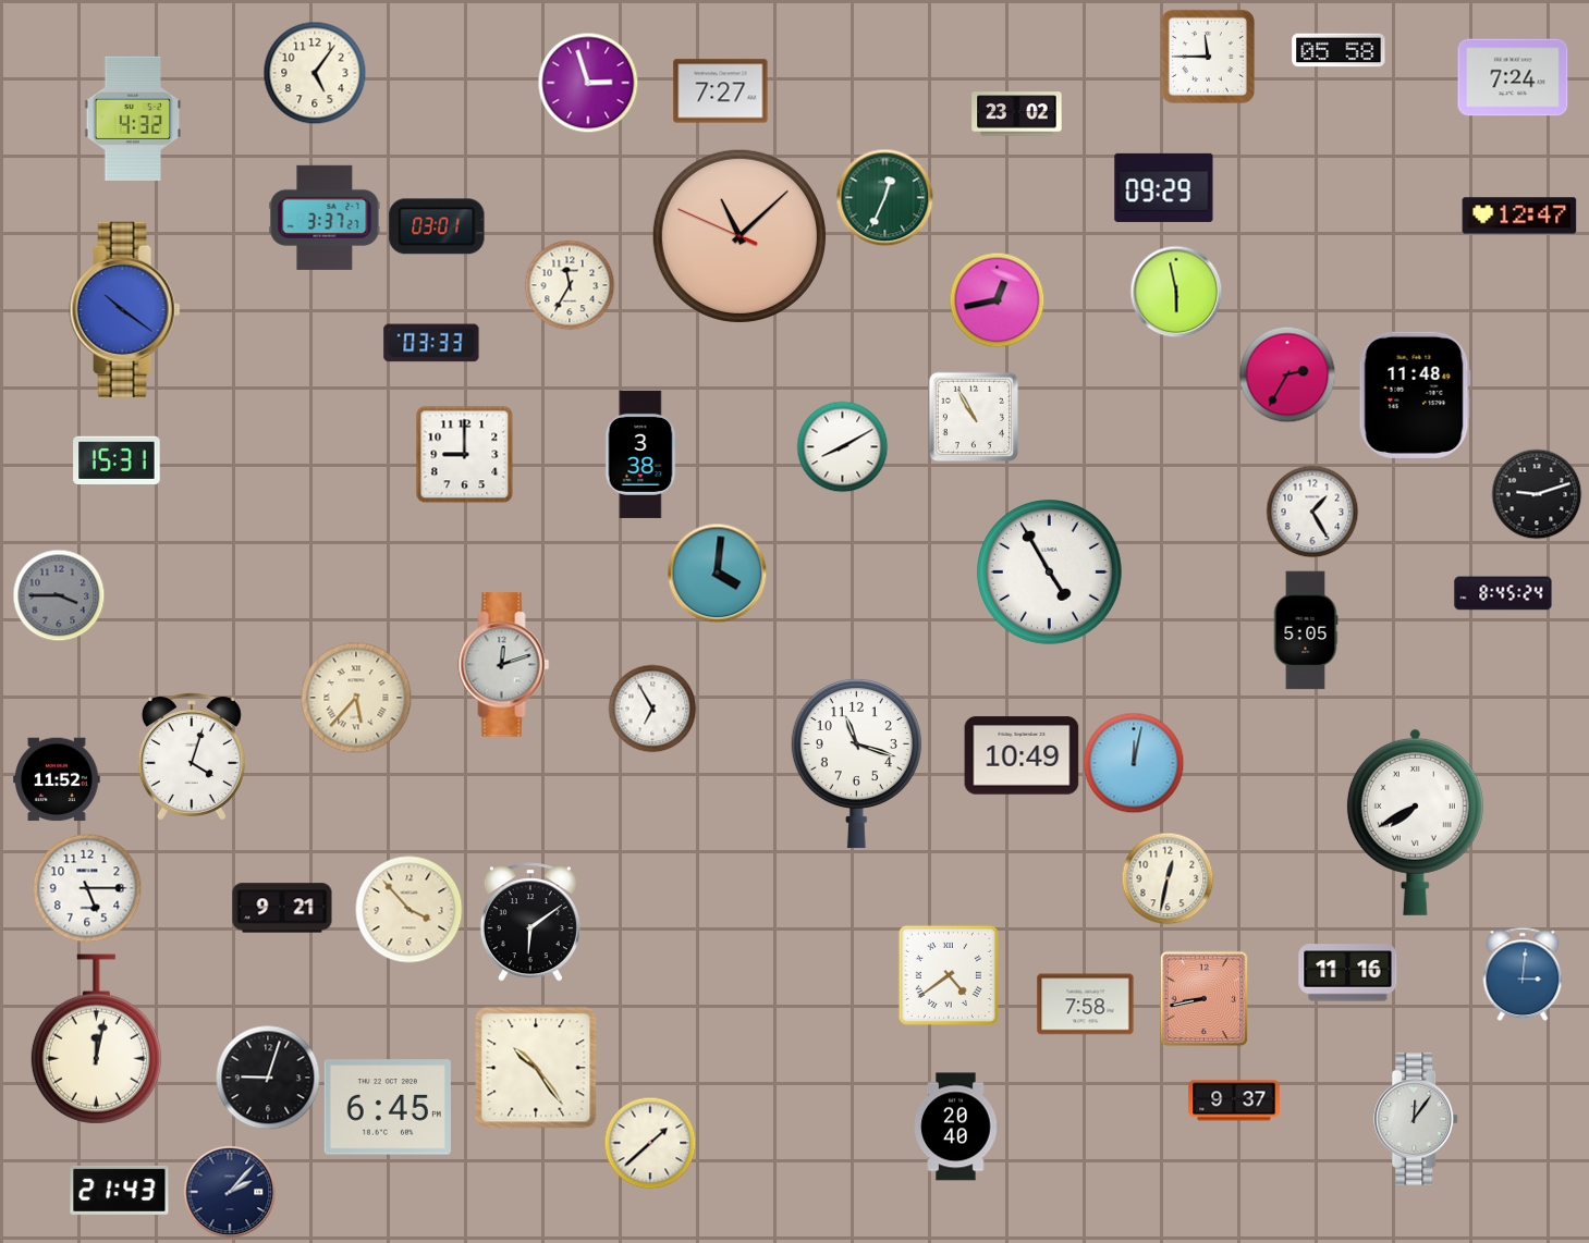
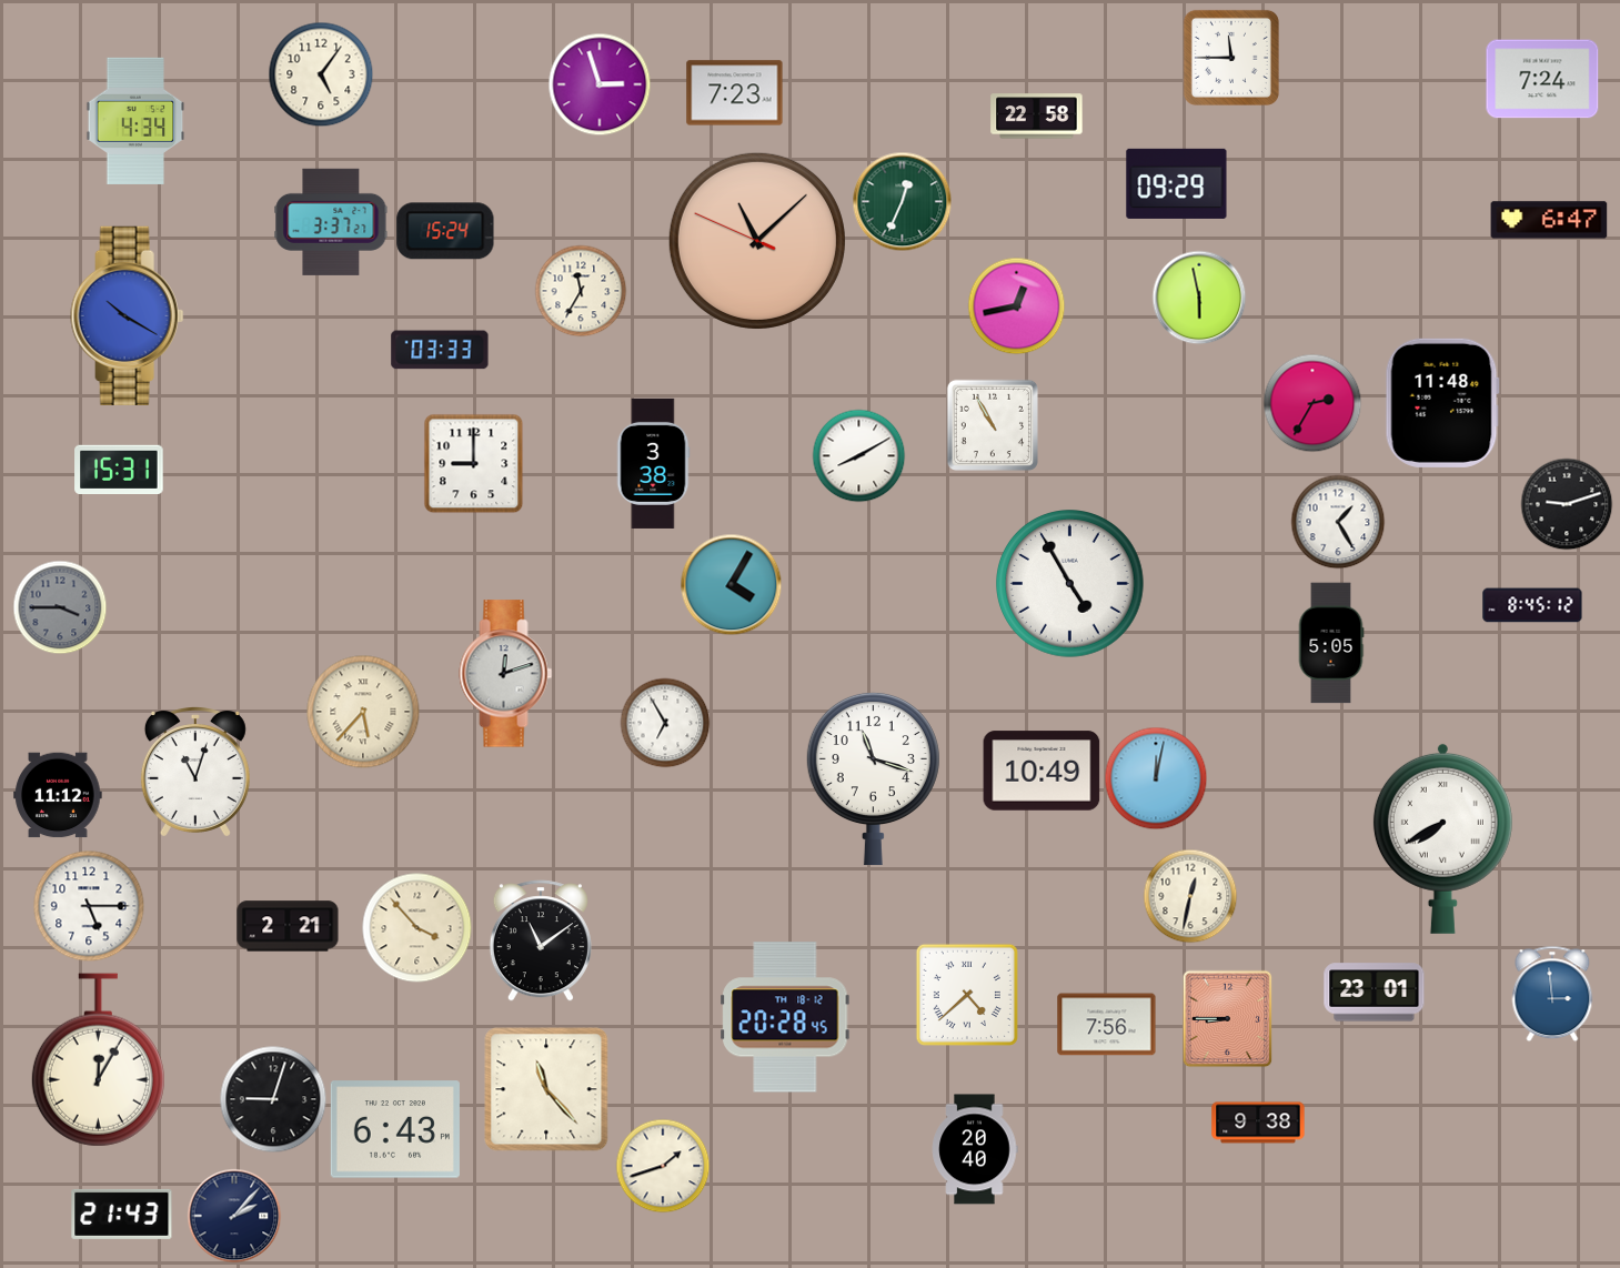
clock at (1339, 50): 05:58 -> none
clock at (721, 91): 7:27 -> 7:23
clock at (1017, 114): 23:02 -> 22:58
clock at (133, 118): 4:32 -> 4:34
clock at (1164, 187) position: (1164, 187) -> (1177, 183)
clock at (1519, 216): 12:47 -> 6:47
clock at (437, 226): 03:01 -> 15:24
clock at (740, 236) position: (740, 236) -> (757, 241)
clock at (125, 309): 10:21 -> 10:20
clock at (1287, 374) position: (1287, 374) -> (1312, 403)
clock at (717, 573): 4:01 -> 4:05
clock at (1503, 593): 8:45:24 -> 8:45:12
clock at (504, 665) position: (504, 665) -> (506, 674)
clock at (192, 756): 4:03 -> 11:03
clock at (57, 779): 11:52 -> 11:12
clock at (282, 908): 9:21 -> 2:21
clock at (530, 922): 6:09 -> 11:09
clock at (1348, 973): 11:16 -> 23:01
clock at (1523, 974): 3:01 -> 2:59
clock at (949, 975): 4:39 -> 4:38
clock at (785, 1017): none -> 20:28
clock at (1205, 998): 8:43 -> 8:45
clock at (1086, 1005): 7:58 -> 7:56
clock at (96, 1039): 12:02 -> 12:05
clock at (536, 1068): 10:24 -> 11:23
clock at (1234, 1100): 9:37 -> 9:38
clock at (388, 1107): 6:45 -> 6:43
clock at (1417, 1119): 12:06 -> none
clock at (650, 1143): 1:38 -> 1:42
